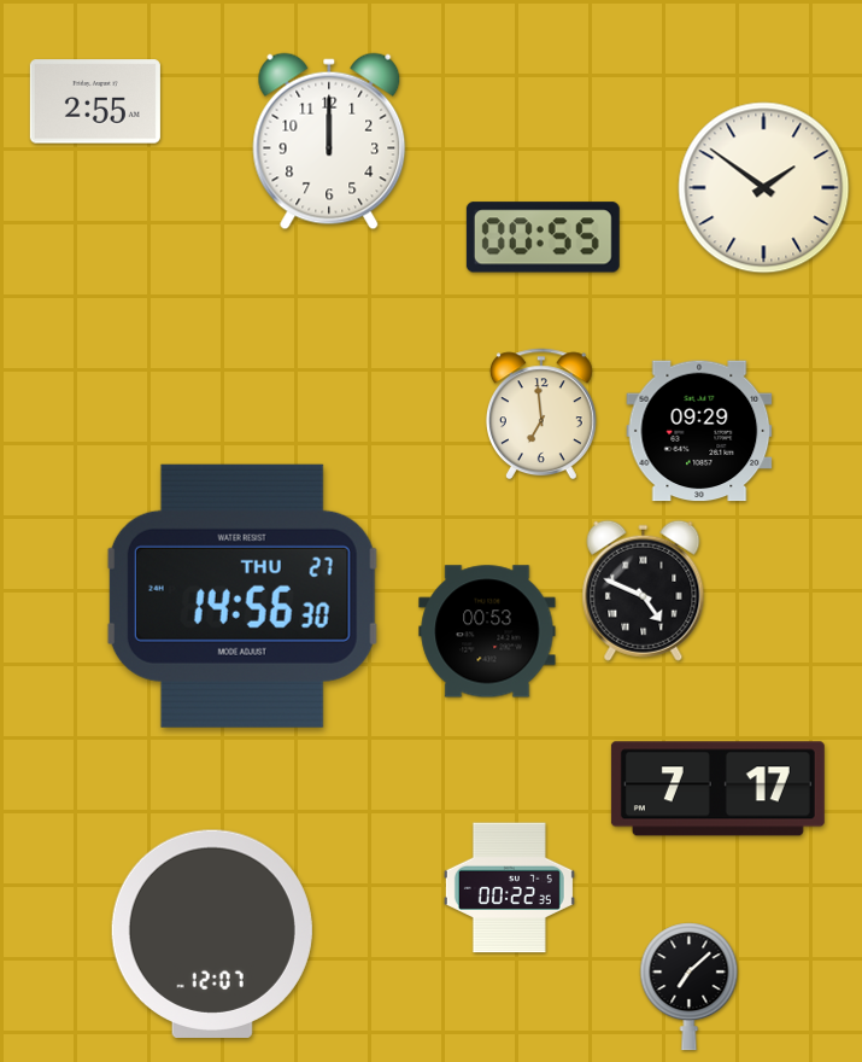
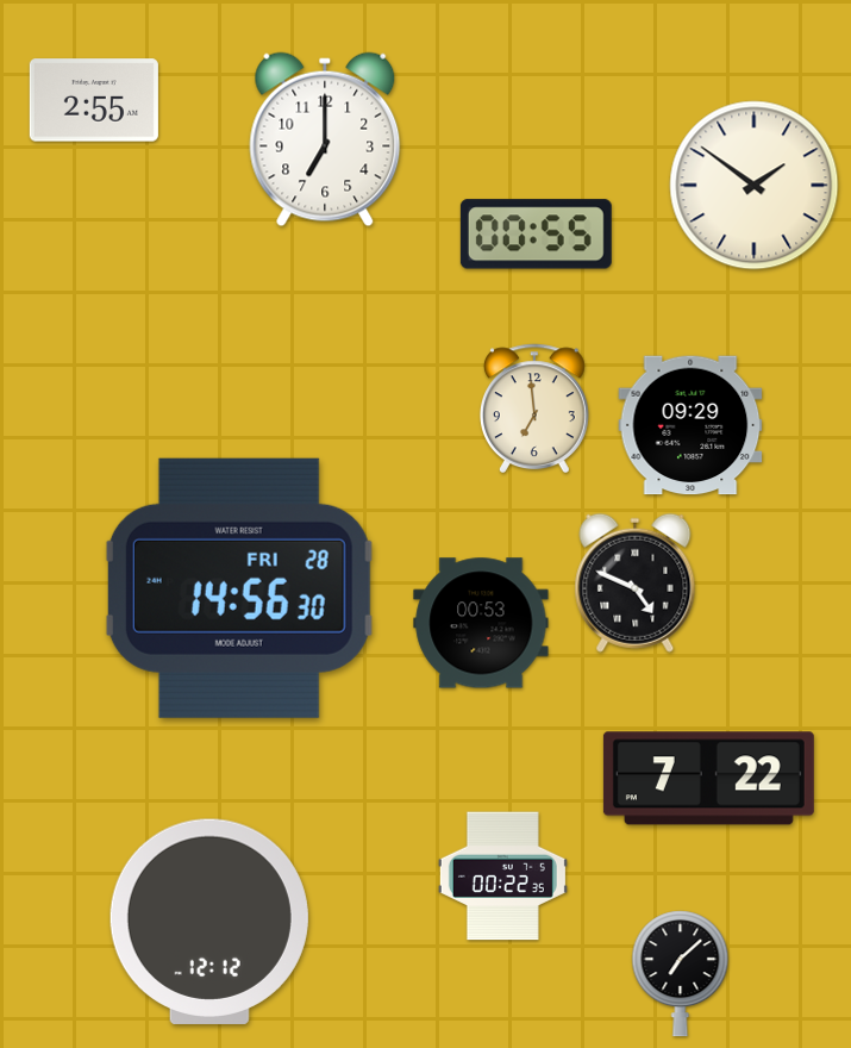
clock at (329, 141): 12:00 -> 7:00
clock at (242, 596) date: THU 27 -> FRI 28
clock at (717, 789): 7:17 -> 7:22
clock at (212, 934): 12:07 -> 12:12
